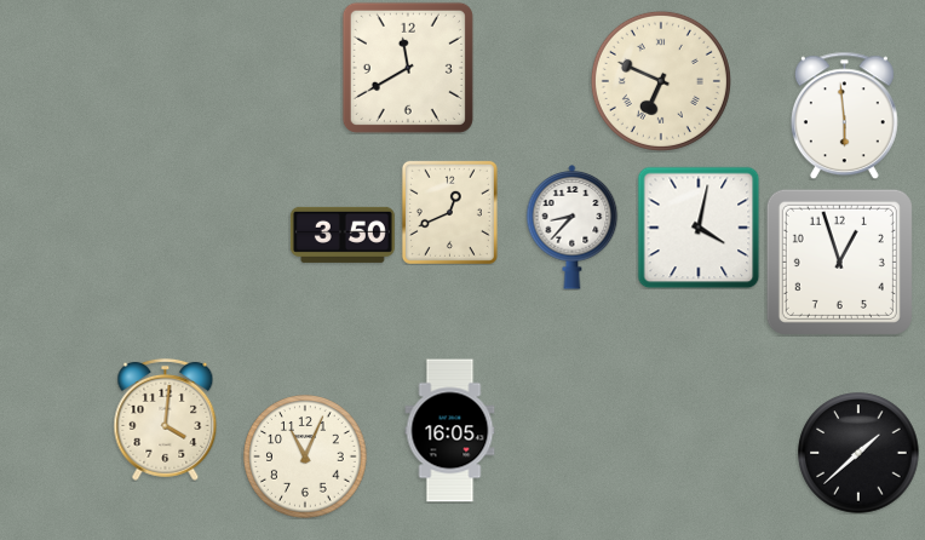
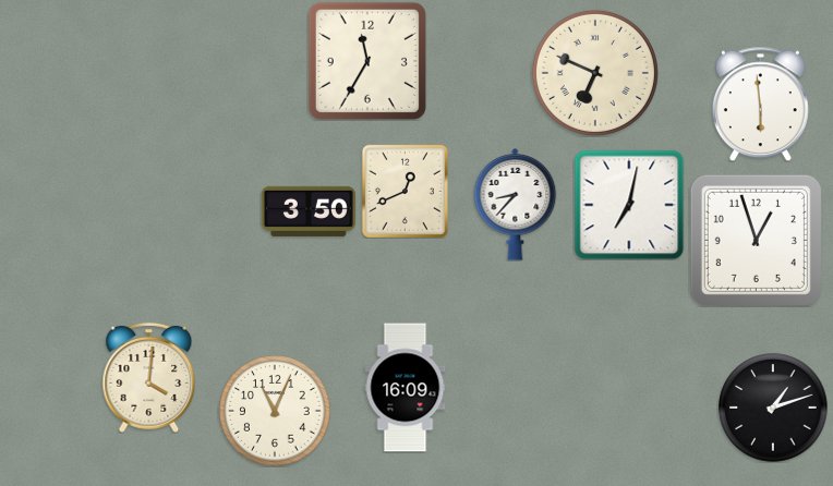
clock at (408, 68): 11:40 -> 11:35
clock at (699, 228): 4:02 -> 7:02
clock at (839, 262) position: (839, 262) -> (756, 240)
clock at (450, 431): 16:05 -> 16:09
clock at (858, 453): 1:38 -> 1:12
